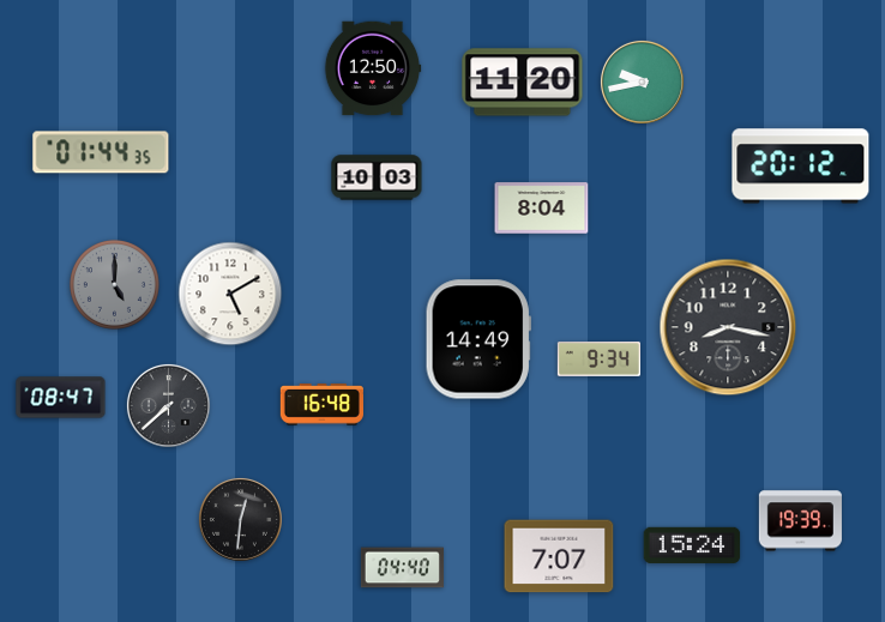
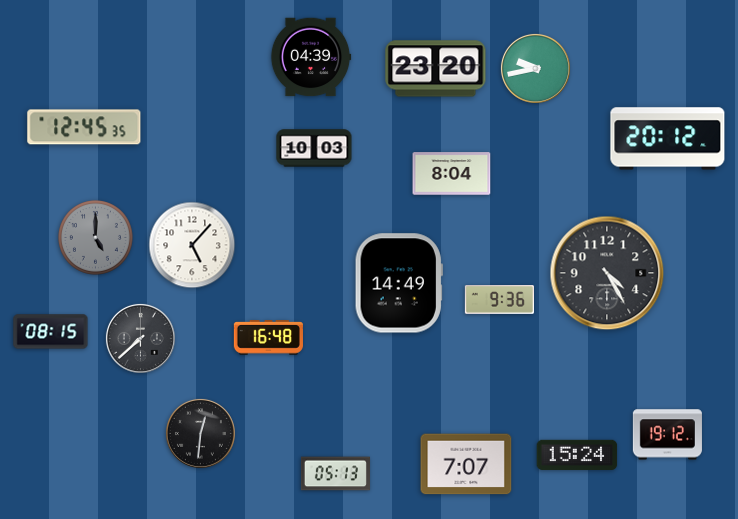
clock at (373, 68): 12:50 -> 04:39
clock at (523, 83): 11:20 -> 23:20
clock at (101, 152): 01:44 -> 12:45
clock at (230, 294): 5:10 -> 5:07
clock at (728, 327): 8:17 -> 4:25
clock at (598, 360): 9:34 -> 9:36
clock at (61, 398): 08:47 -> 08:15
clock at (800, 521): 19:39 -> 19:12
clock at (402, 568): 04:40 -> 05:13
